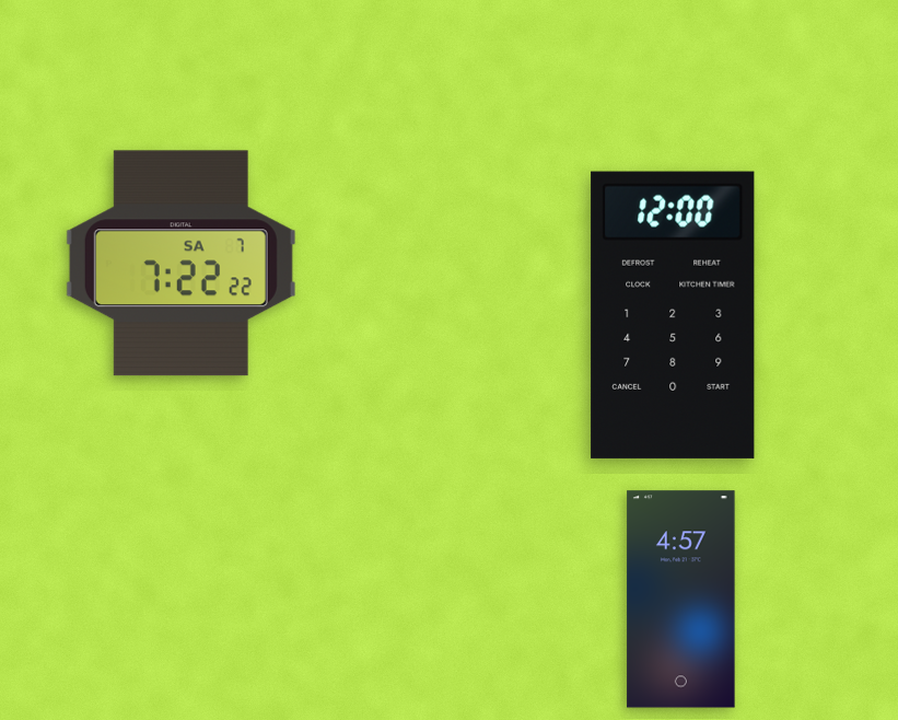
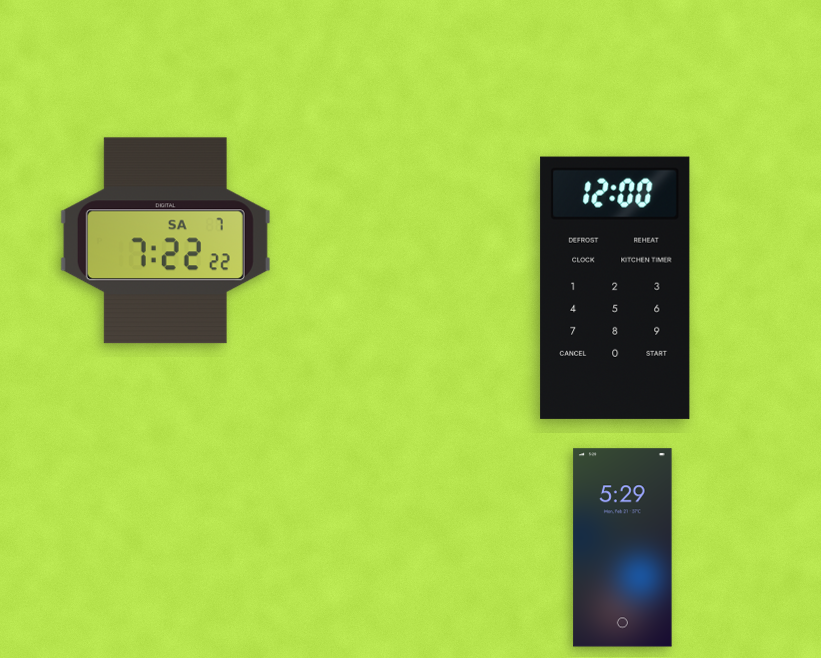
clock at (681, 600): 4:57 -> 5:29
